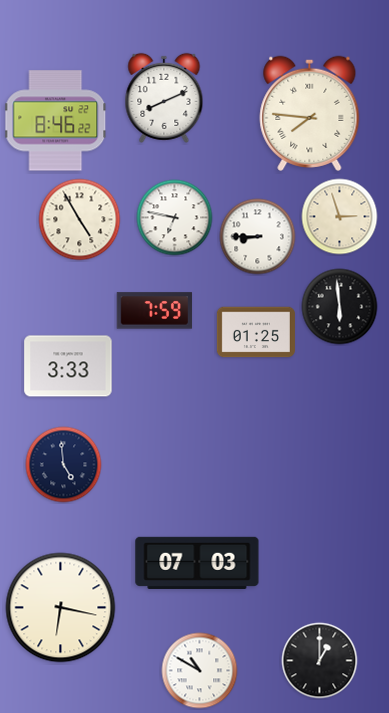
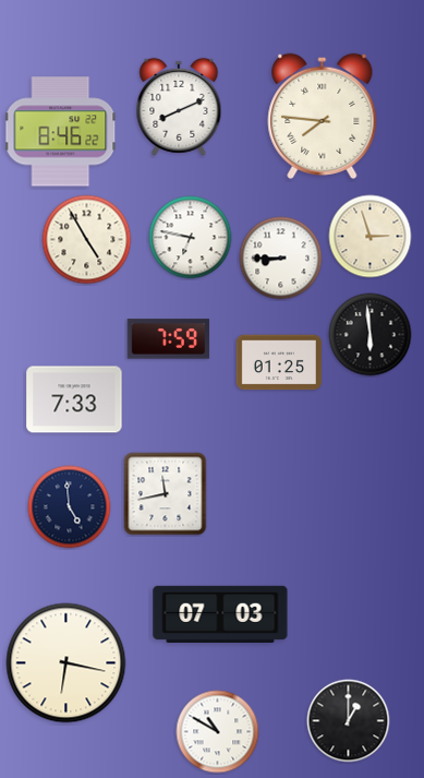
clock at (310, 113) position: (310, 113) -> (323, 116)
clock at (68, 366): 3:33 -> 7:33
clock at (166, 494): none -> 11:43
clock at (197, 563) position: (197, 563) -> (220, 614)
